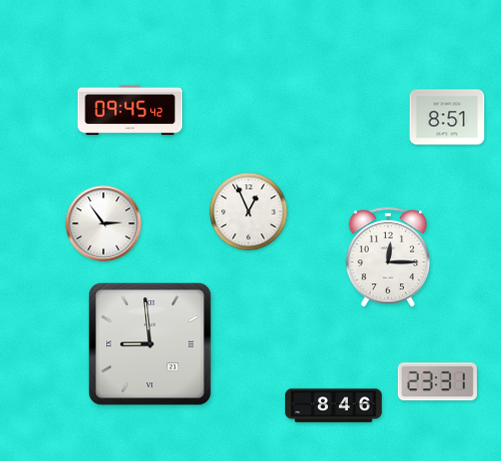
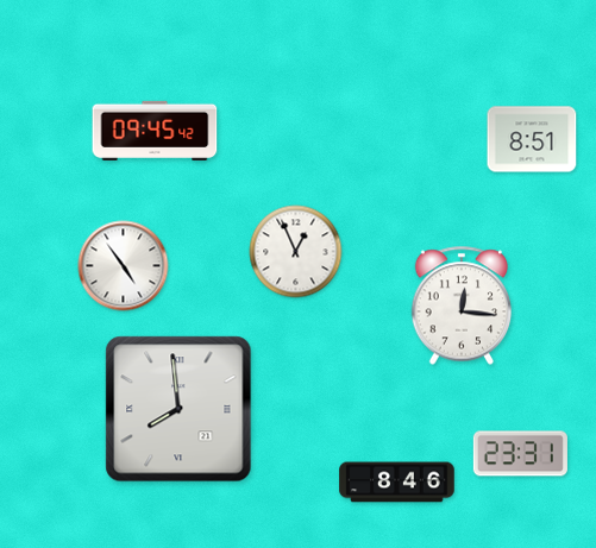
clock at (104, 224): 2:54 -> 4:54
clock at (388, 257): 12:15 -> 12:16
clock at (150, 344): 8:59 -> 7:59
